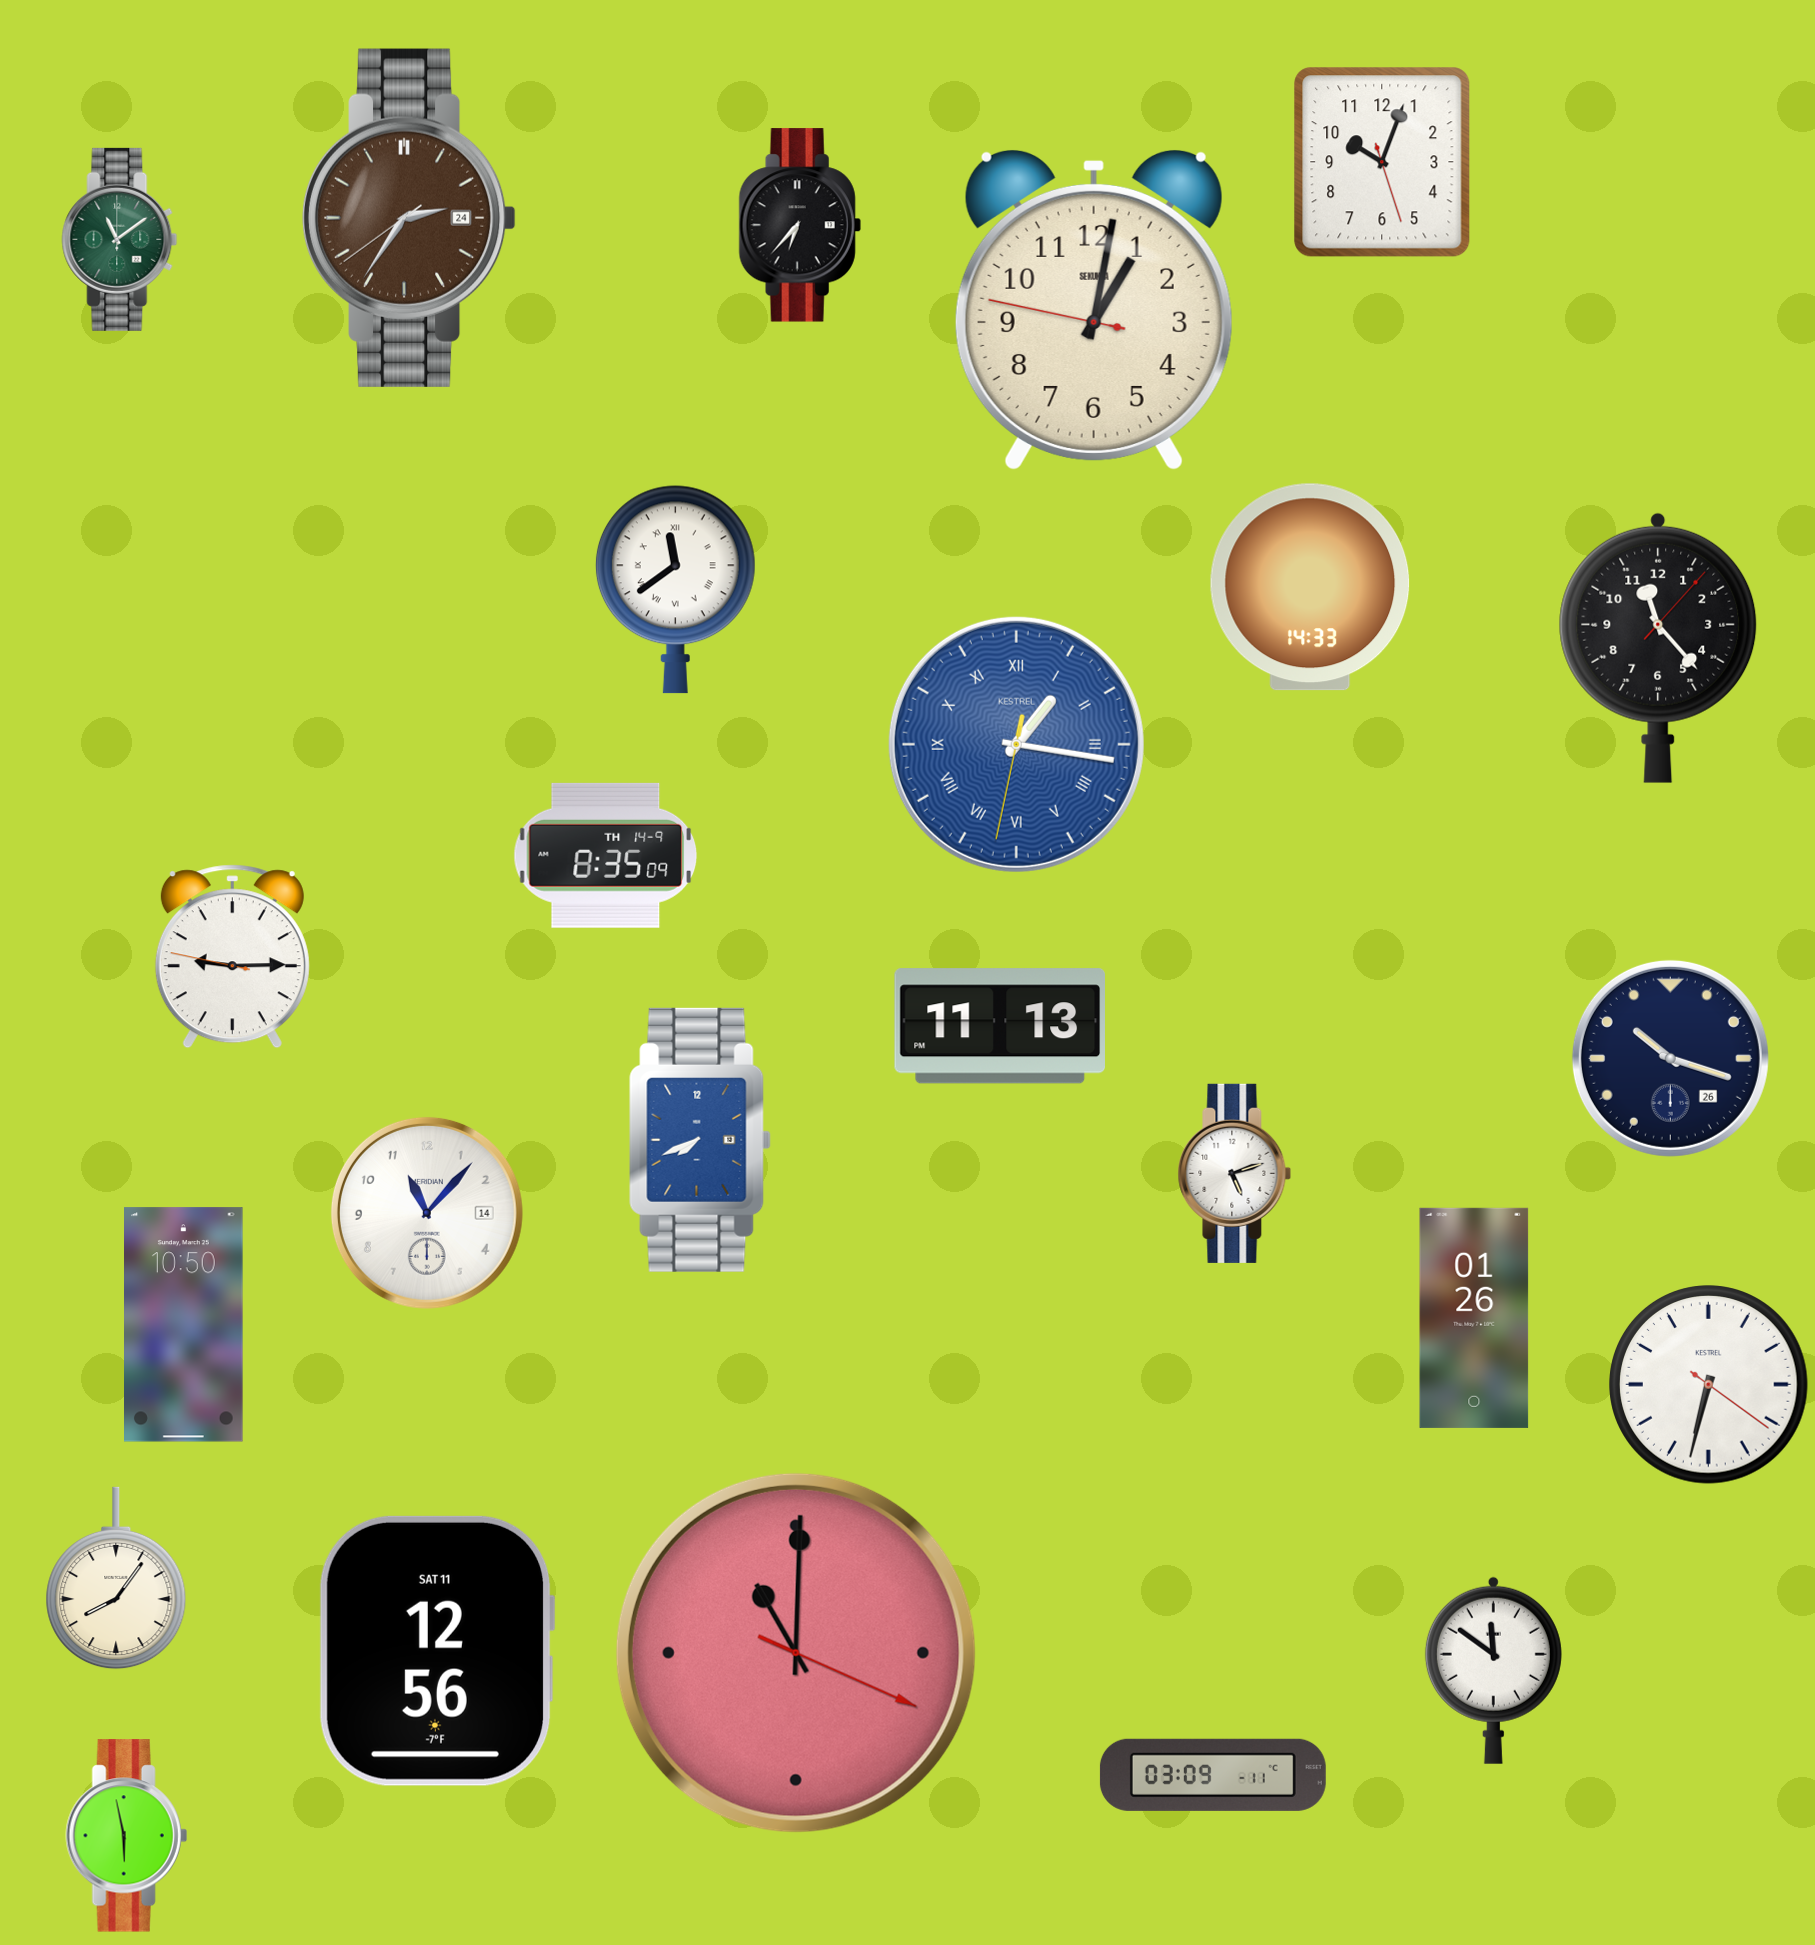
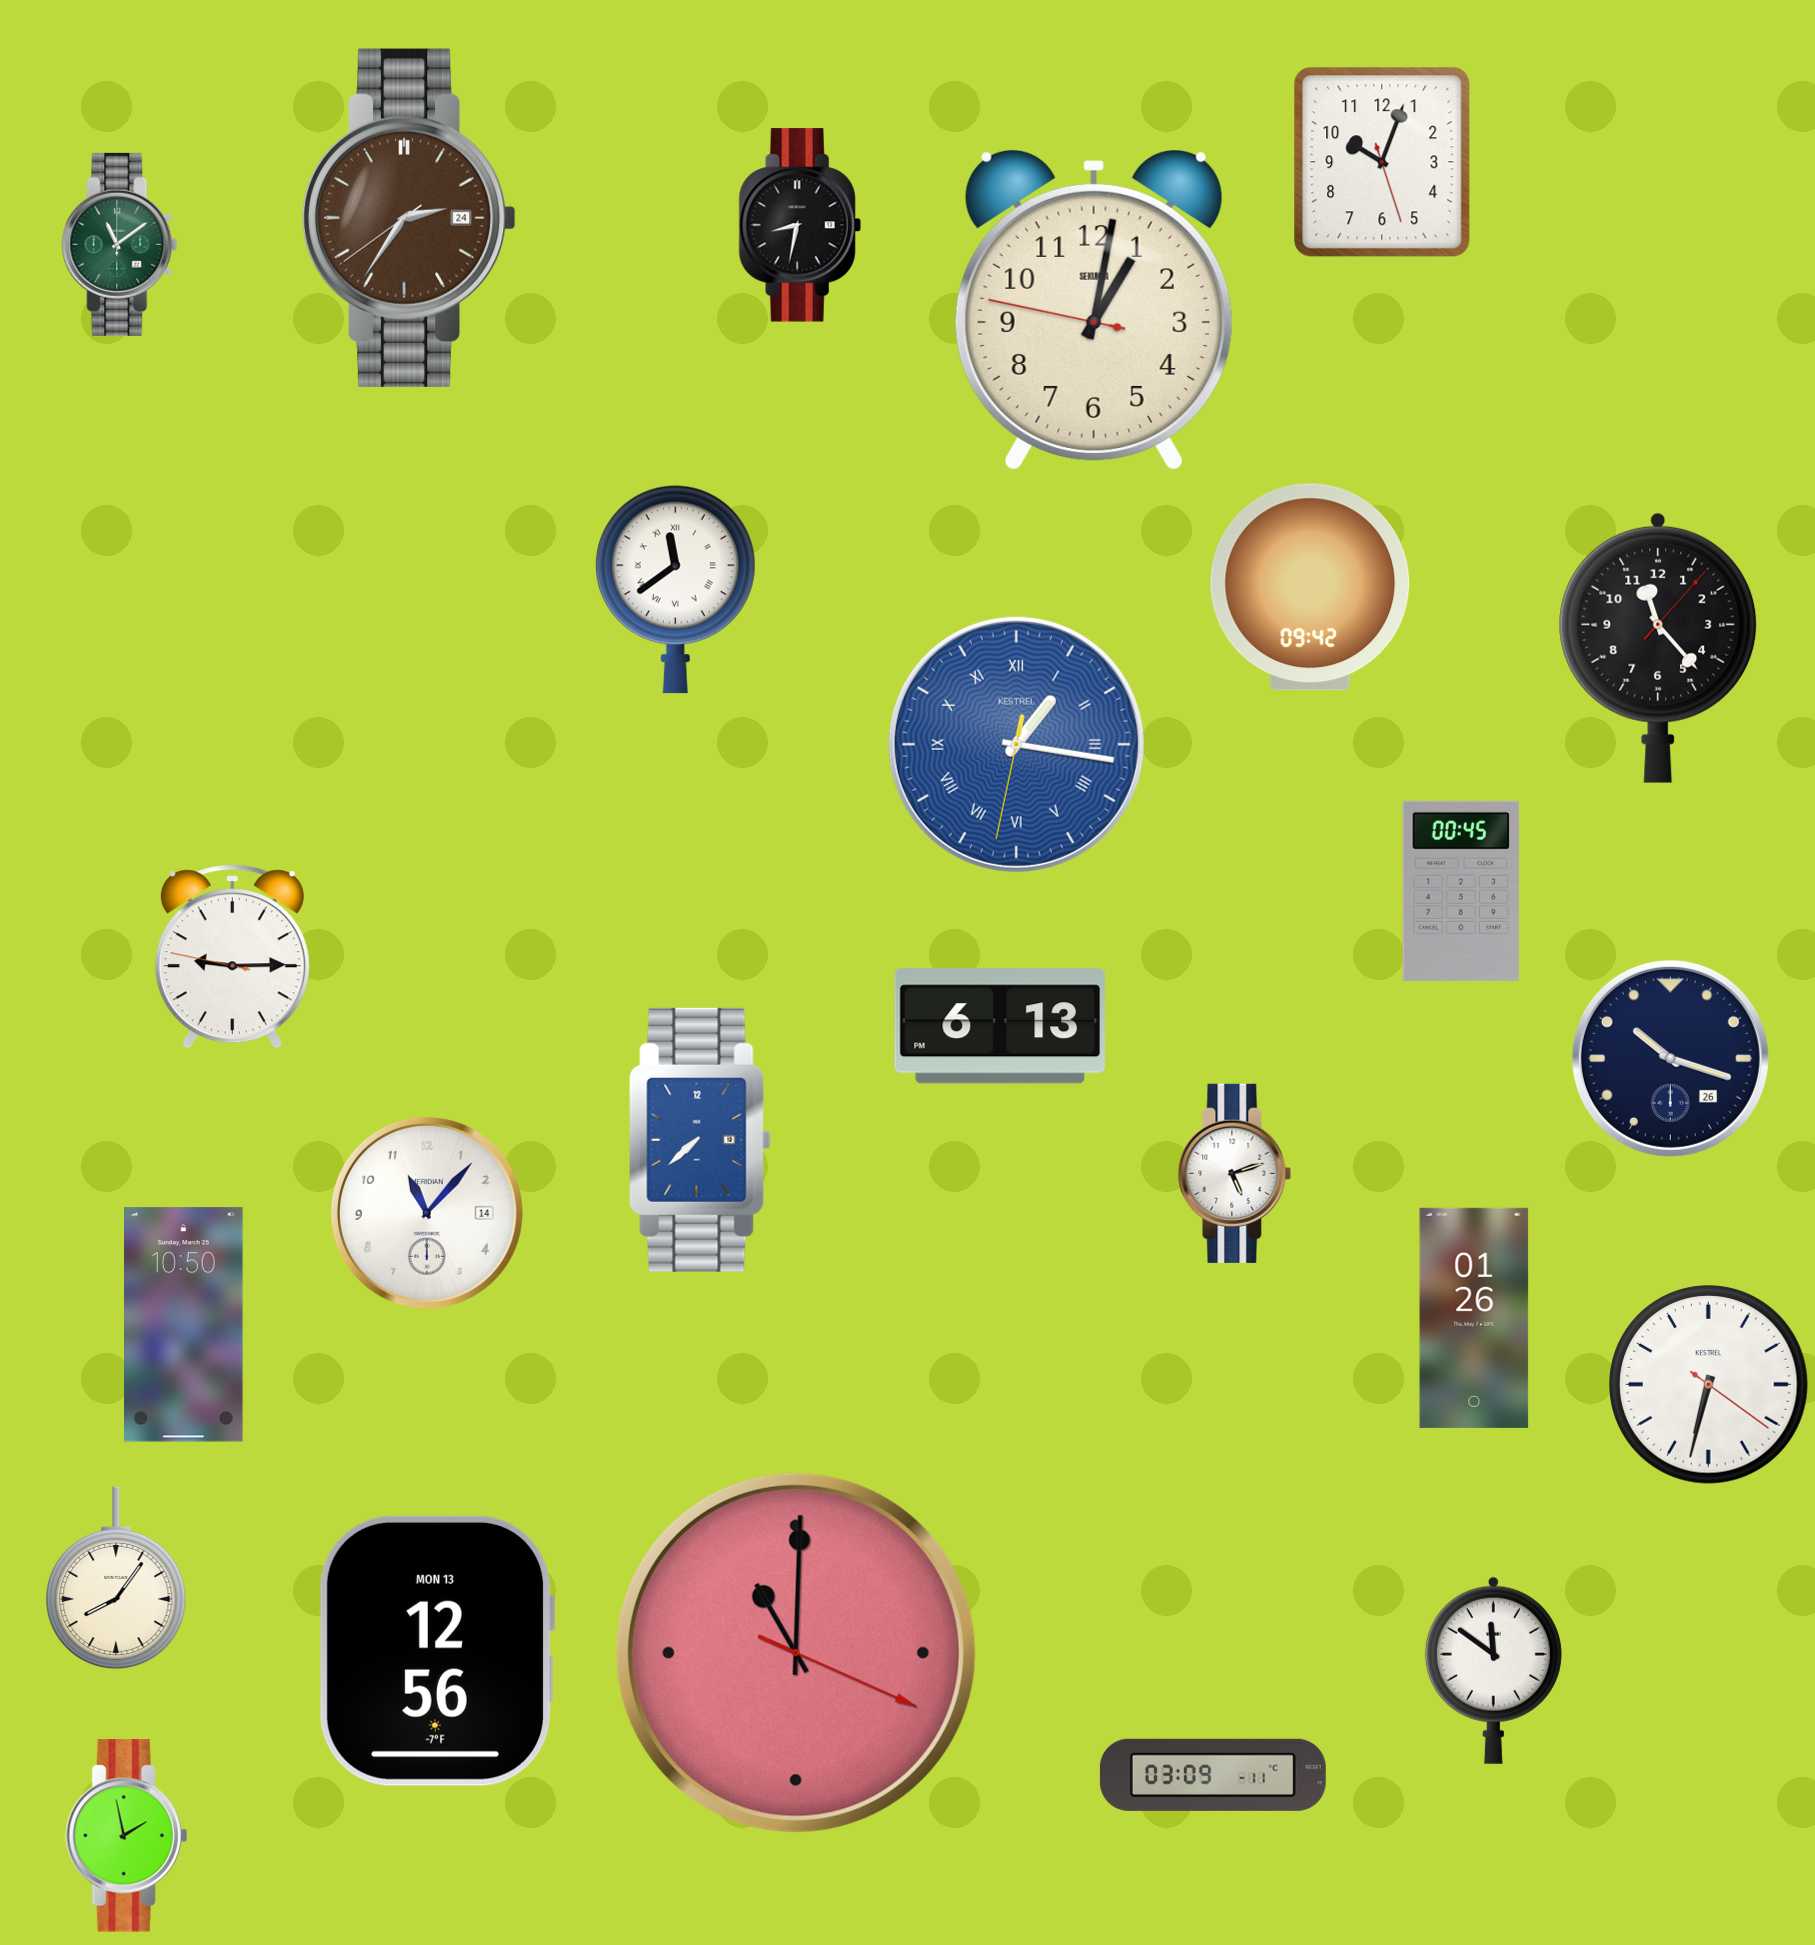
clock at (800, 225): 6:37 -> 8:32
clock at (120, 239) position: (120, 239) -> (120, 244)
clock at (1310, 587): 14:33 -> 09:42
clock at (606, 855): 8:35 -> none
clock at (1461, 891): none -> 00:45
clock at (999, 1026): 11:13 -> 6:13
clock at (700, 1140): 7:41 -> 7:38
clock at (437, 1651) date: SAT 11 -> MON 13
clock at (126, 1836): 5:58 -> 1:58
